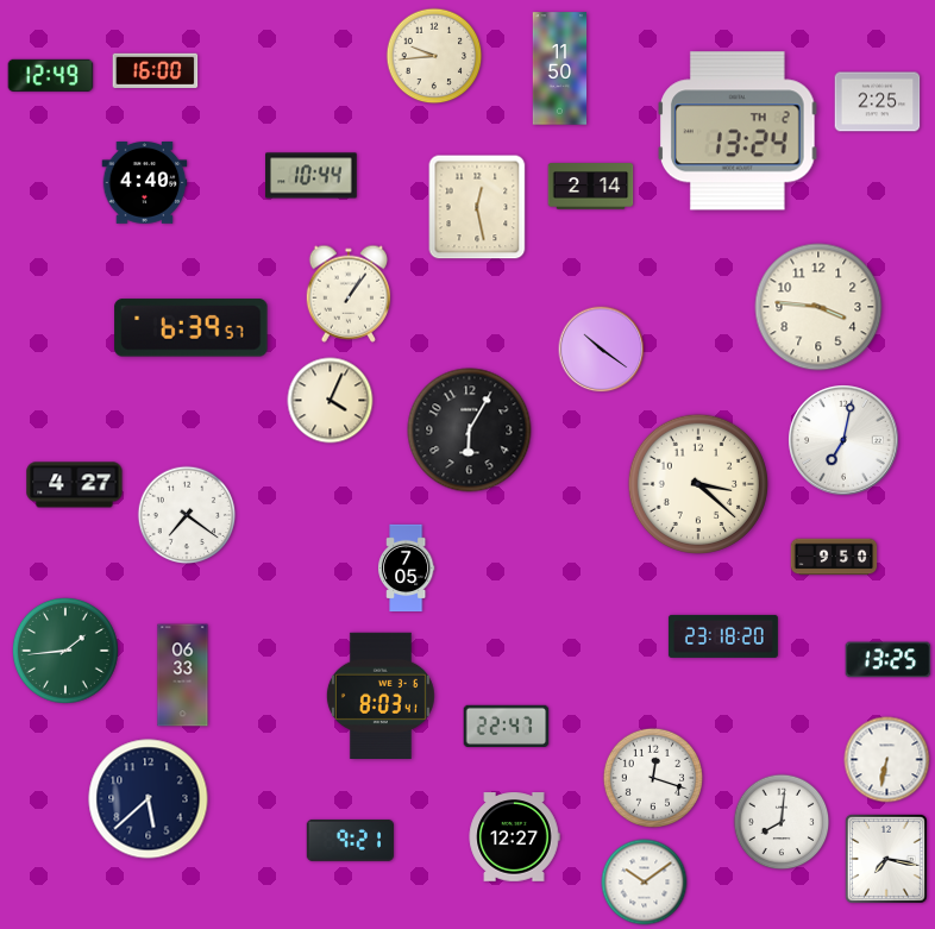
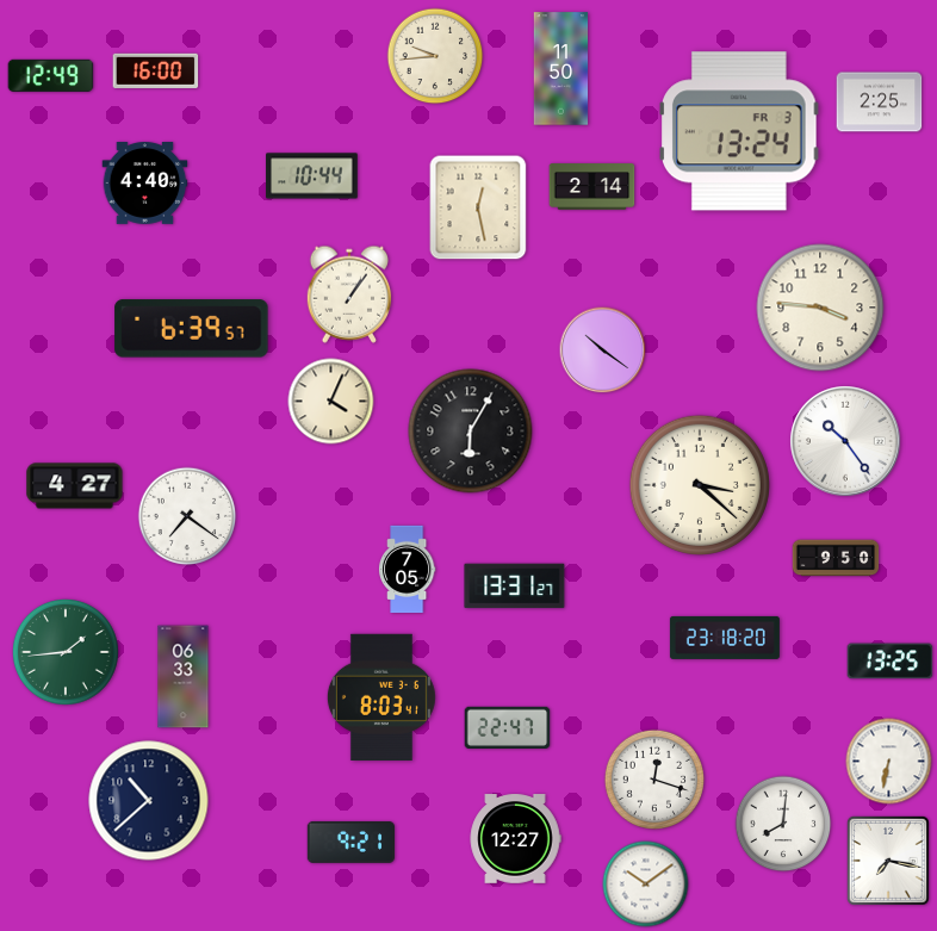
clock at (738, 131) date: TH 2 -> FR 3
clock at (843, 440): 7:02 -> 10:24
clock at (515, 586): none -> 13:31
clock at (149, 799): 5:38 -> 10:38
